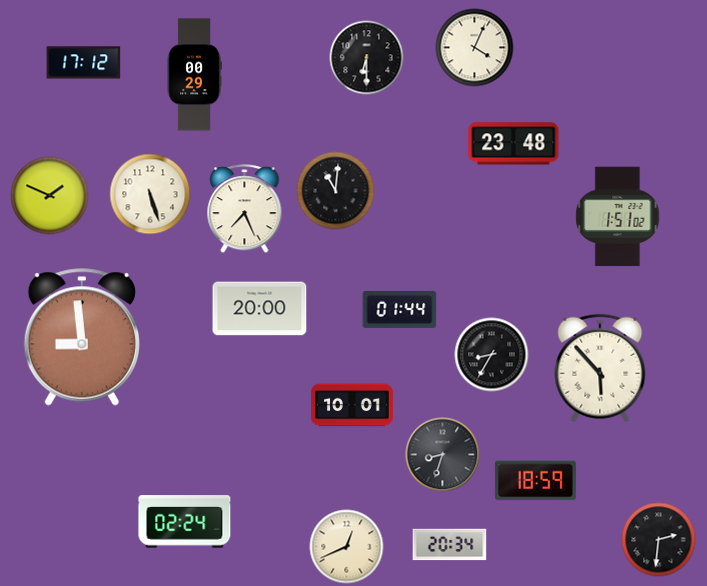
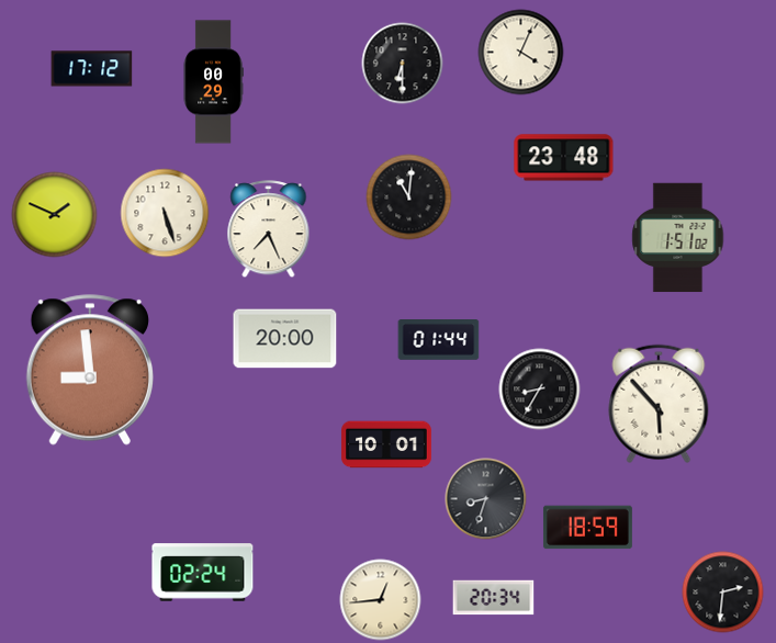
clock at (336, 191) position: (336, 191) -> (409, 198)
clock at (347, 547): 12:41 -> 12:44
